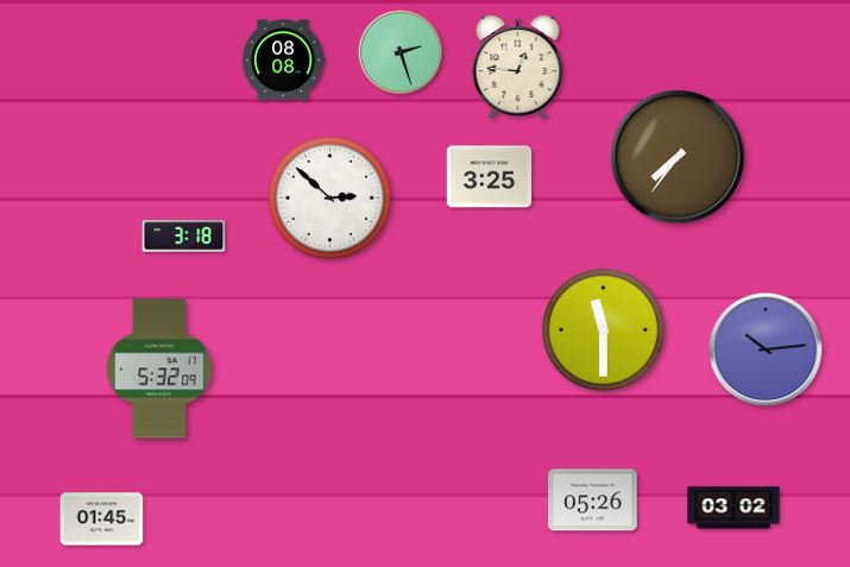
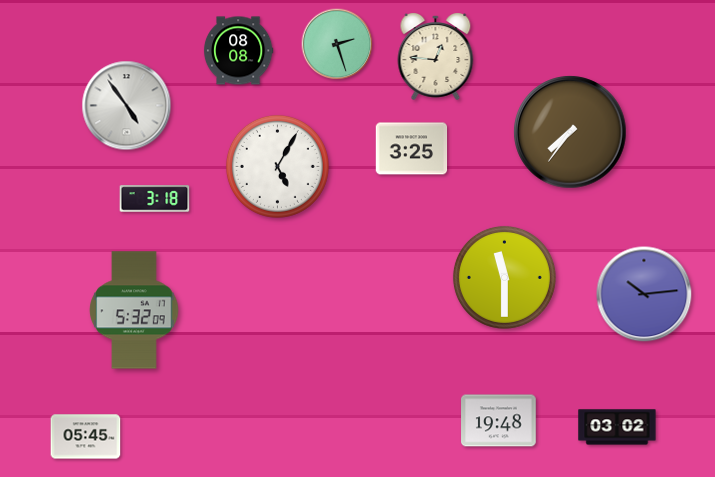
clock at (127, 106): none -> 4:54
clock at (329, 197): 2:52 -> 5:05
clock at (603, 329) position: (603, 329) -> (504, 277)
clock at (593, 500): 05:26 -> 19:48
clock at (102, 519): 01:45 -> 05:45
